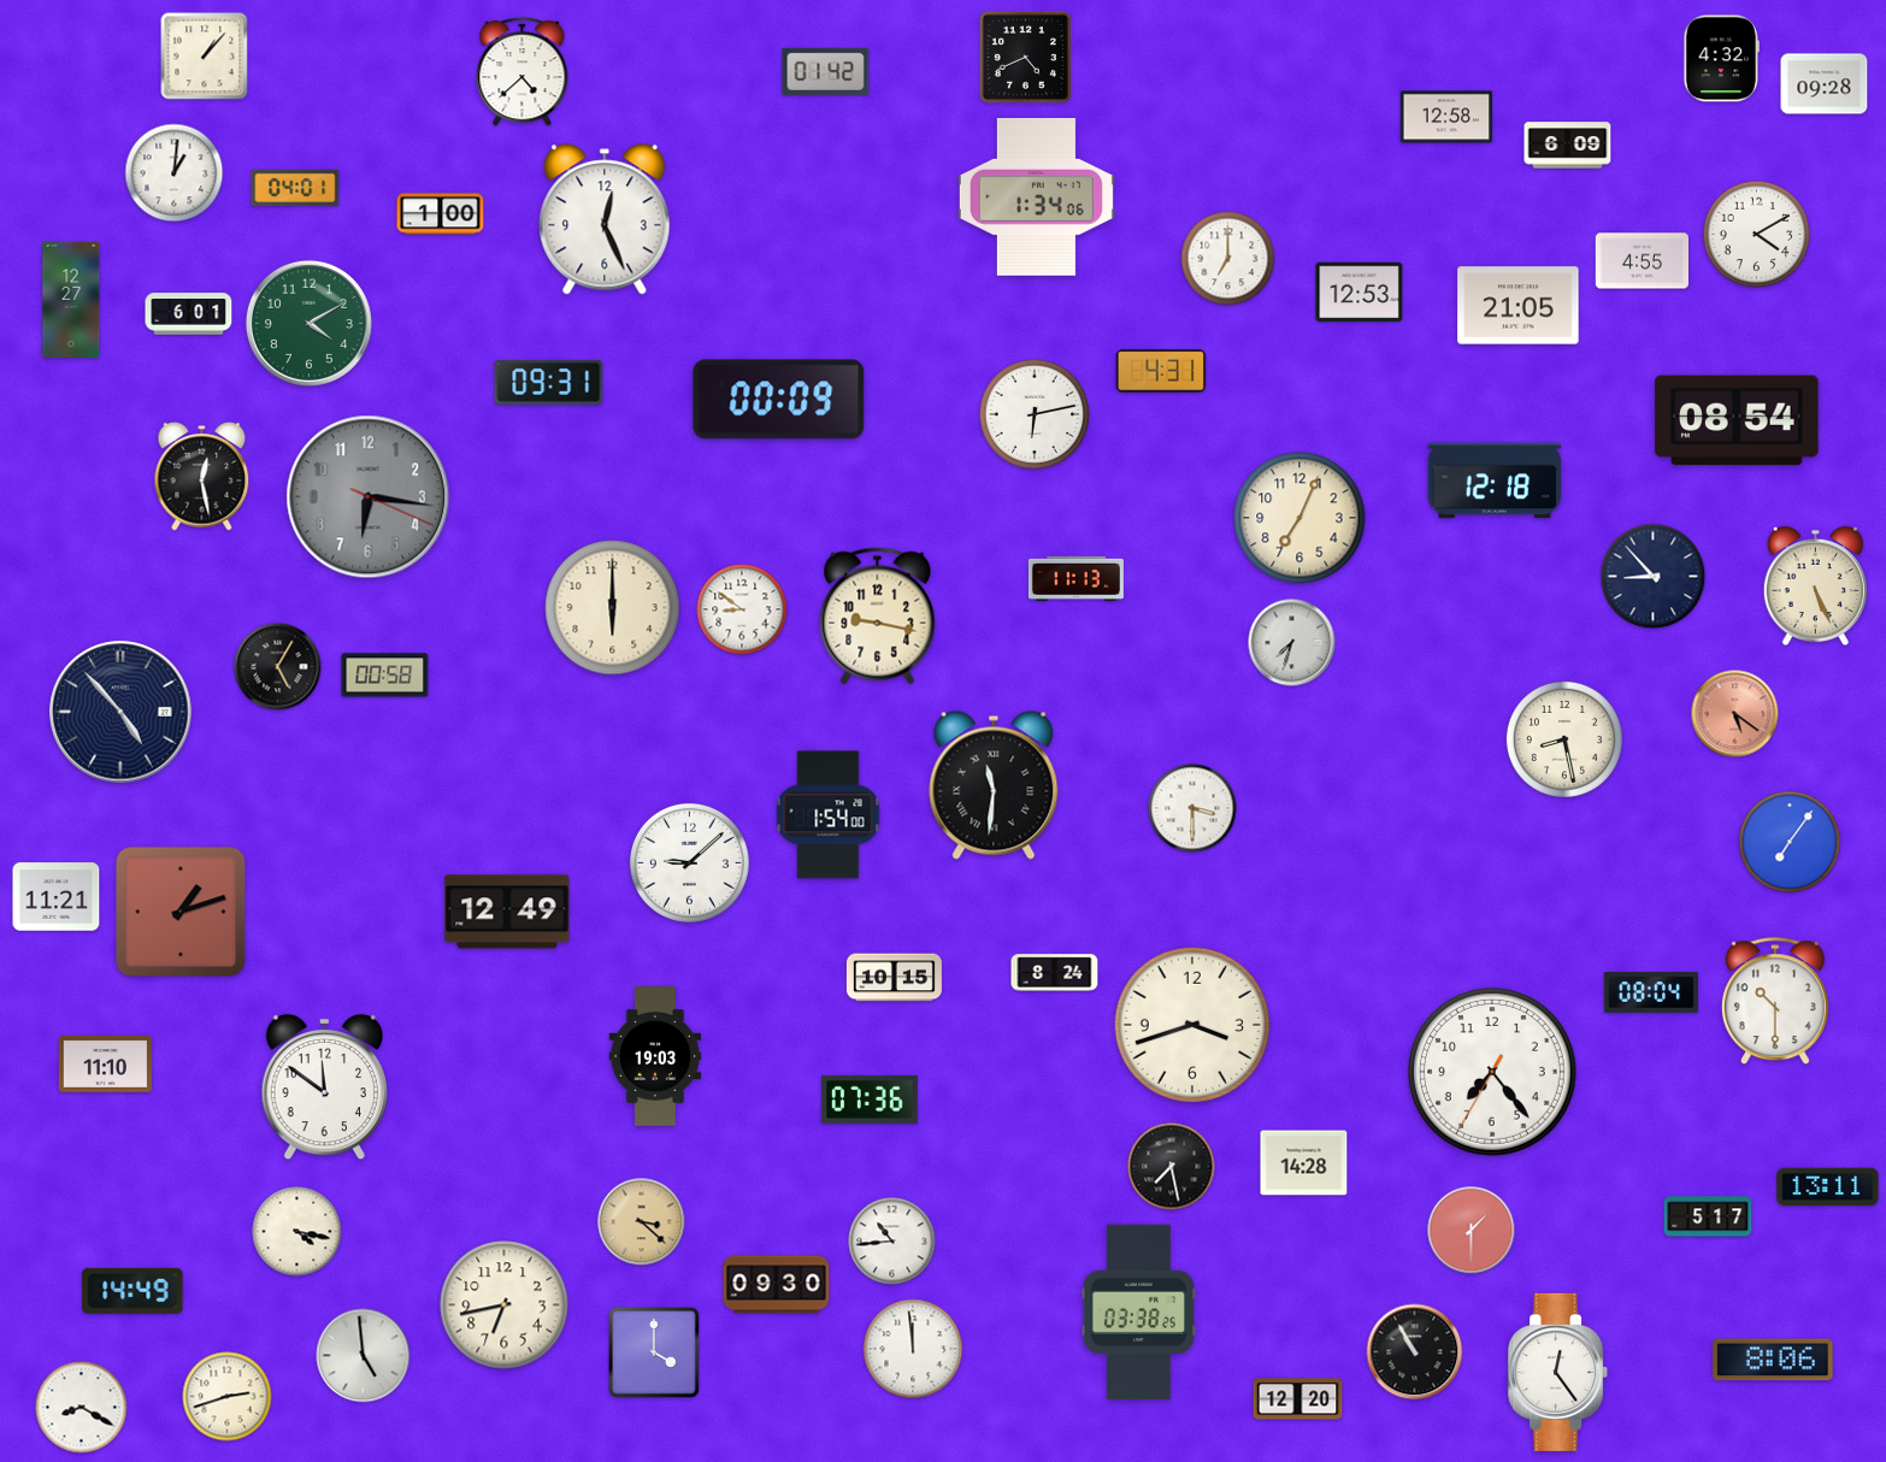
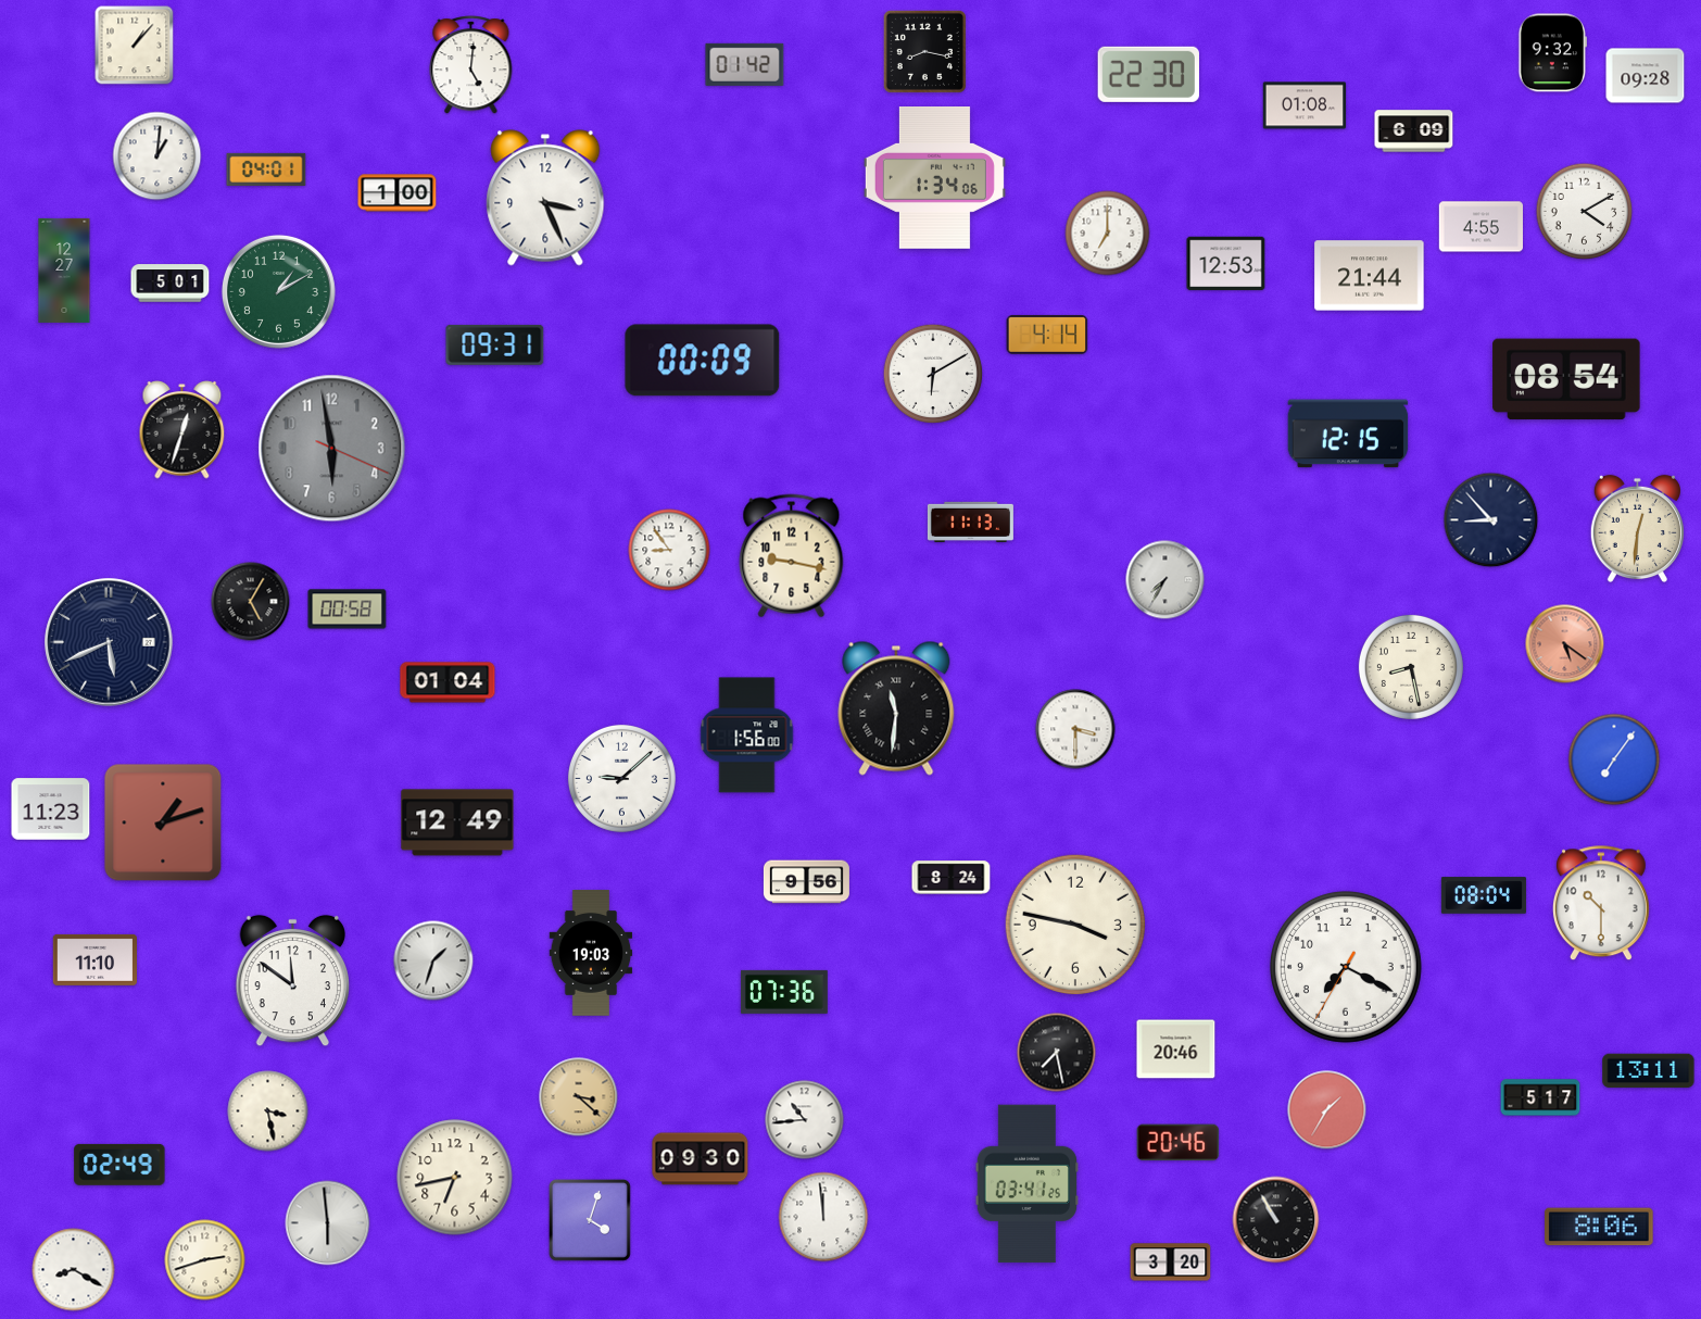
clock at (205, 57) position: (205, 57) -> (135, 46)
clock at (1025, 57): 4:41 -> 8:17
clock at (1721, 59): 4:32 -> 9:32
clock at (523, 72): 4:38 -> 5:01
clock at (1148, 74): none -> 22:30
clock at (1446, 117): 12:58 -> 01:08
clock at (605, 219): 12:26 -> 3:26
clock at (1642, 261) position: (1642, 261) -> (1480, 227)
clock at (1519, 306): 21:05 -> 21:44
clock at (189, 314): 6:01 -> 5:01
clock at (308, 323): 4:10 -> 1:10
clock at (1161, 371): 4:31 -> 4:14
clock at (1035, 414): 6:13 -> 6:10
clock at (202, 477): 12:28 -> 12:33
clock at (1495, 481): 12:18 -> 12:15
clock at (369, 497): 6:16 -> 5:58
clock at (1299, 518): 7:04 -> none
clock at (1815, 586): 5:26 -> 12:31
clock at (613, 608): 6:00 -> none
clock at (742, 609): 8:51 -> 8:54
clock at (1292, 643): 7:33 -> 7:35
clock at (120, 712): 4:53 -> 5:41
clock at (448, 682): none -> 01:04
clock at (829, 815): 1:54 -> 1:56
clock at (57, 897): 11:21 -> 11:23
clock at (894, 978): 10:15 -> 9:56
clock at (1651, 992) position: (1651, 992) -> (1484, 895)
clock at (1192, 1025): 3:42 -> 3:47
clock at (433, 960): none -> 1:33
clock at (1492, 1072): 7:23 -> 7:19
clock at (1304, 1163): 14:28 -> 20:46
clock at (642, 1222) position: (642, 1222) -> (579, 1097)
clock at (1472, 1231): 1:30 -> 1:35
clock at (297, 1232): 4:17 -> 3:28
clock at (1179, 1143): none -> 20:46
clock at (132, 1291): 14:49 -> 02:49
clock at (1138, 1313): 03:38 -> 03:41
clock at (654, 1352): 4:00 -> 4:03
clock at (364, 1356): 4:59 -> 5:59
clock at (1558, 1372): 12:24 -> none
clock at (1298, 1399): 12:20 -> 3:20
